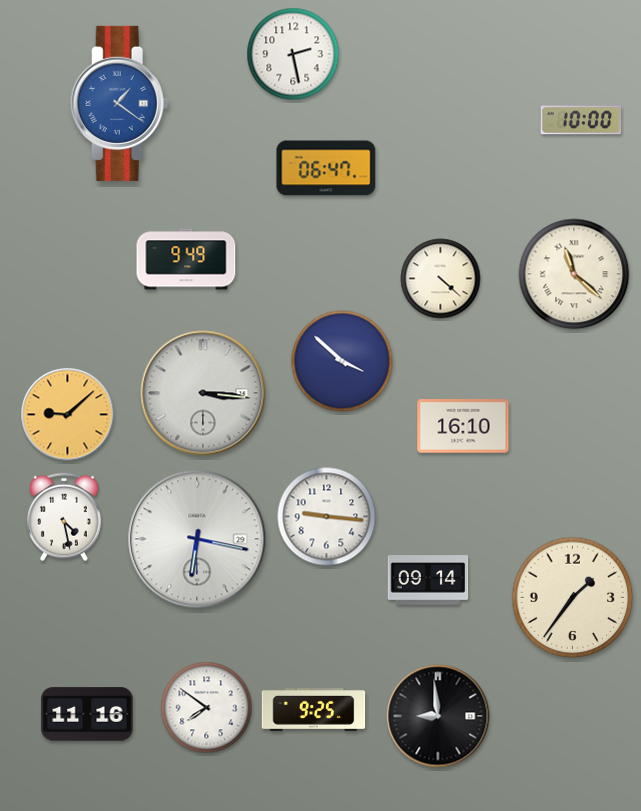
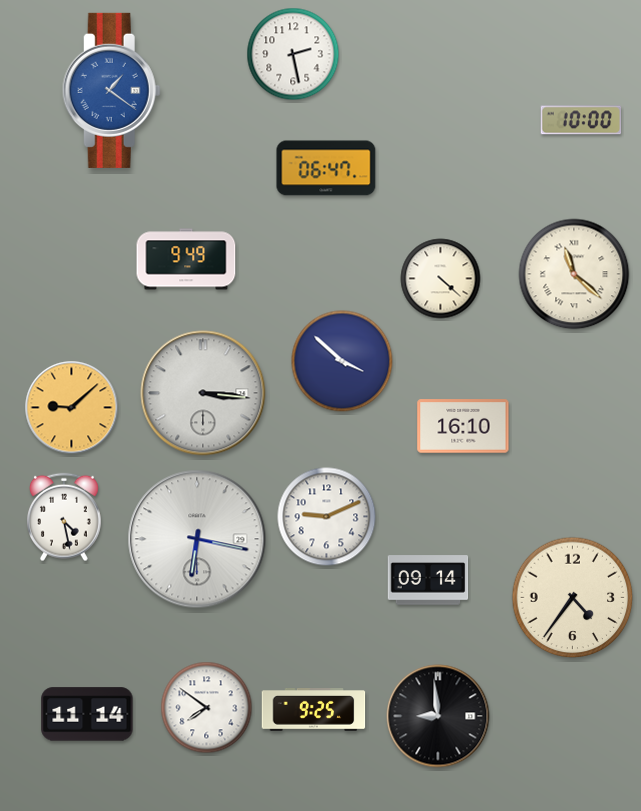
clock at (119, 103) position: (119, 103) -> (111, 90)
clock at (68, 415) position: (68, 415) -> (72, 408)
clock at (327, 517): 9:16 -> 9:11
clock at (573, 598): 1:36 -> 4:36
clock at (87, 714): 11:16 -> 11:14
